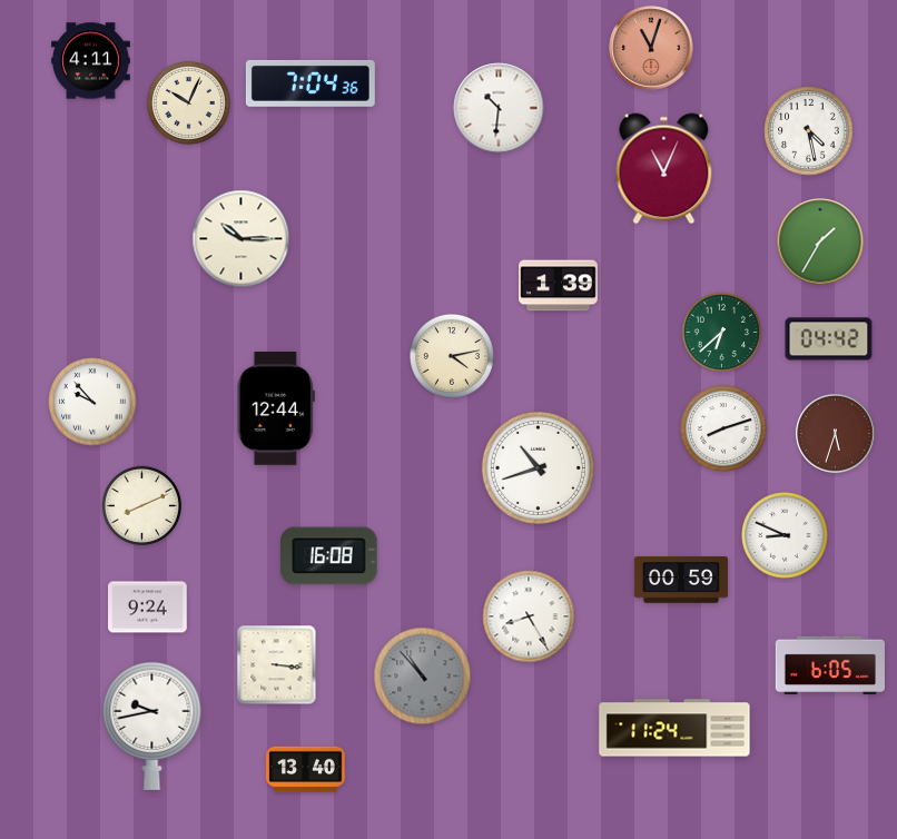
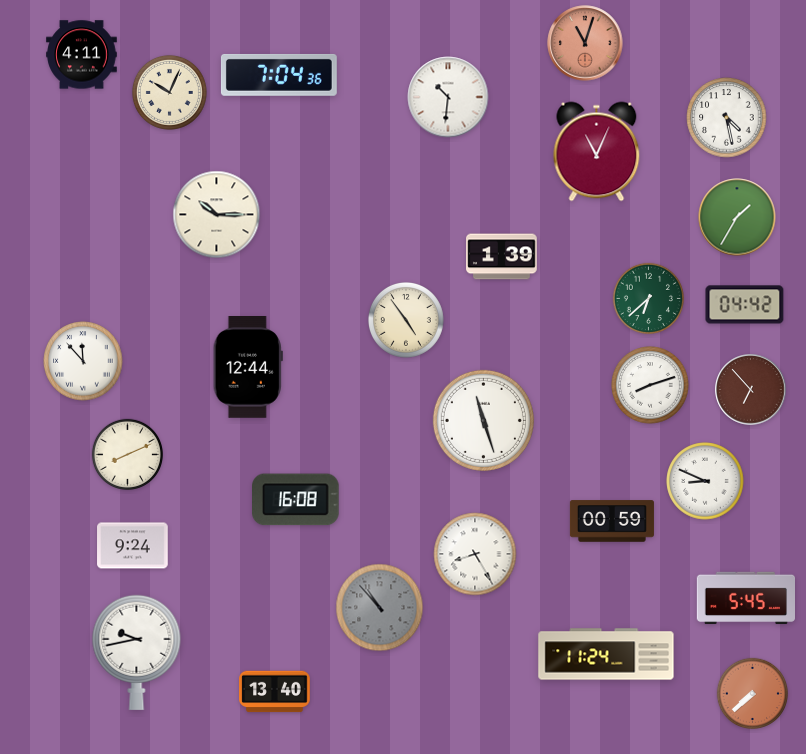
clock at (453, 357): 4:13 -> 4:54
clock at (92, 402): 9:53 -> 11:53
clock at (836, 434): 5:33 -> 6:53
clock at (538, 467): 10:42 -> 11:27
clock at (277, 665): 3:16 -> none
clock at (829, 665): 6:05 -> 5:45
clock at (752, 693): none -> 7:38
